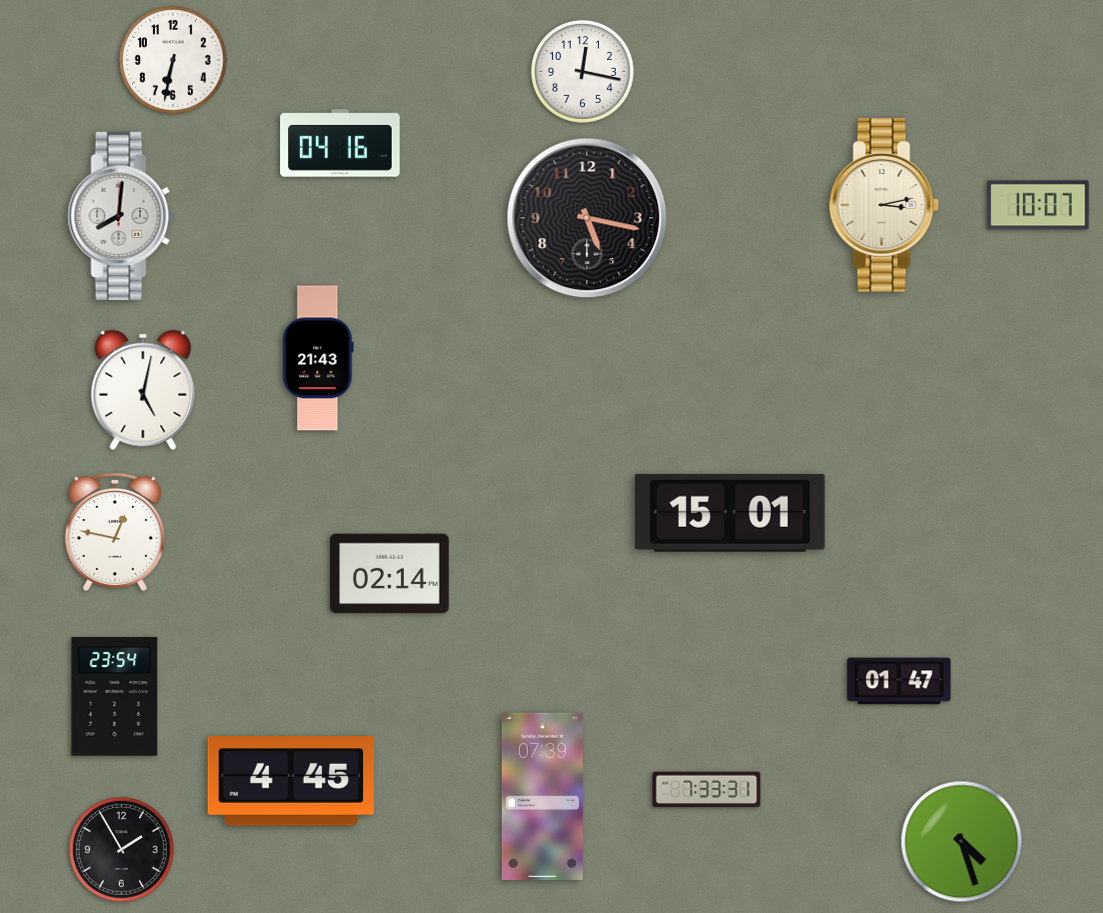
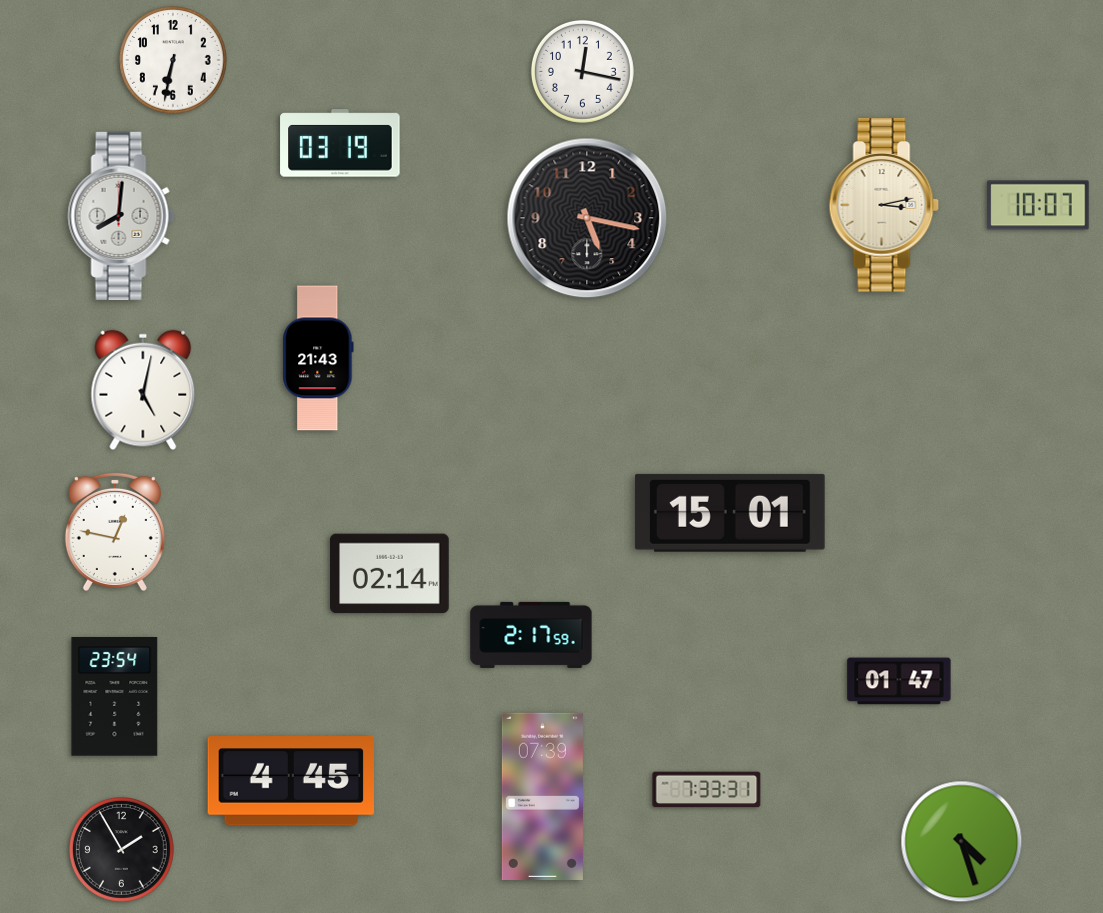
clock at (340, 143): 04:16 -> 03:19
clock at (531, 635): none -> 2:17
